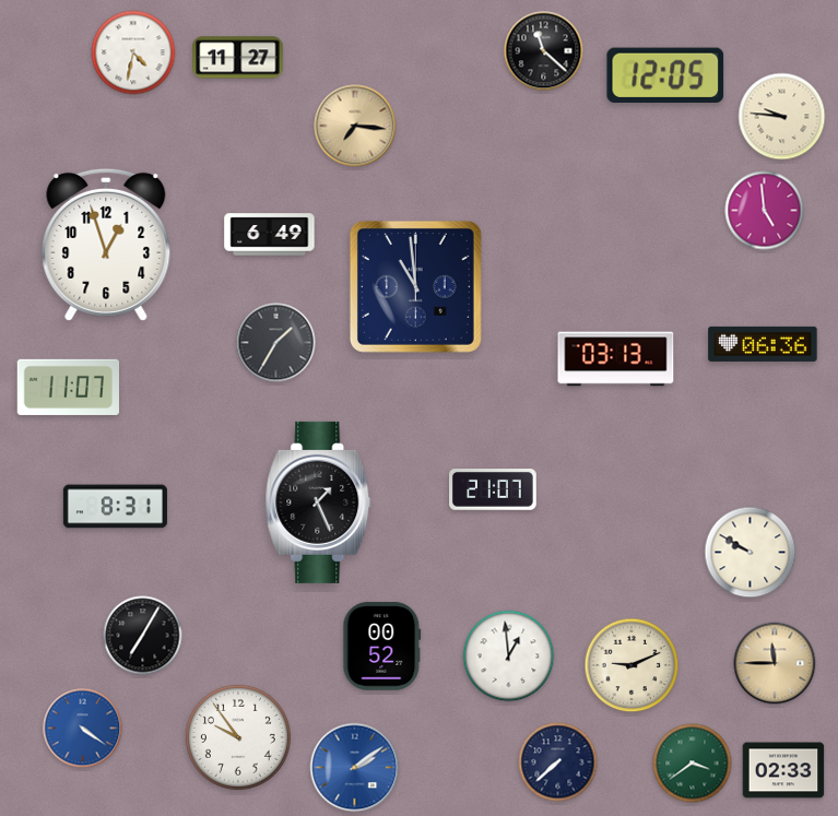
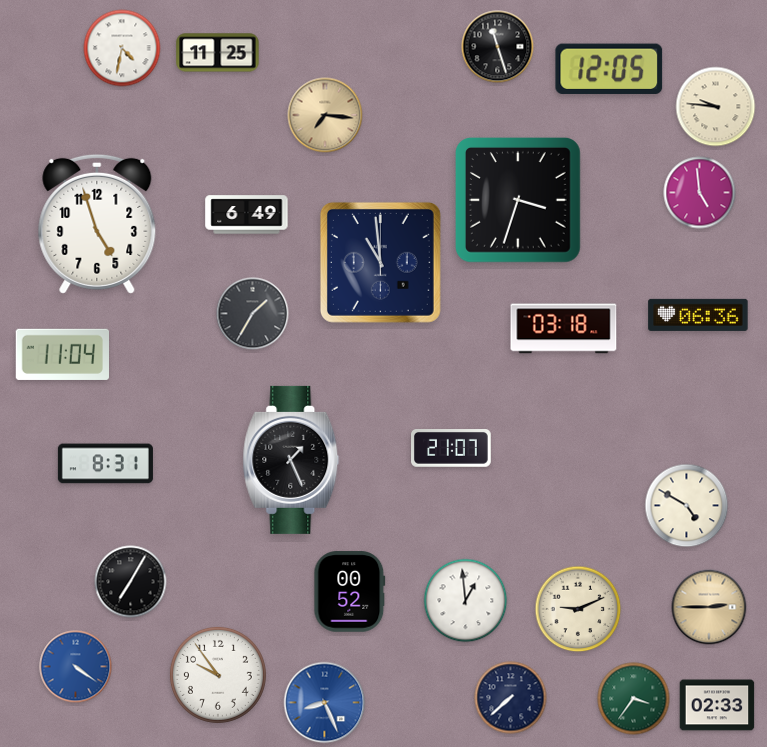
clock at (544, 51): 11:22 -> 11:27
clock at (238, 58): 11:27 -> 11:25
clock at (519, 201): none -> 3:33
clock at (106, 245): 12:57 -> 4:57
clock at (616, 359): 03:13 -> 03:18
clock at (68, 387): 11:07 -> 11:04
clock at (751, 553): 9:50 -> 4:50
clock at (775, 663): 11:45 -> 2:45
clock at (693, 764): 3:39 -> 3:36
clock at (355, 768): 2:09 -> 8:26
